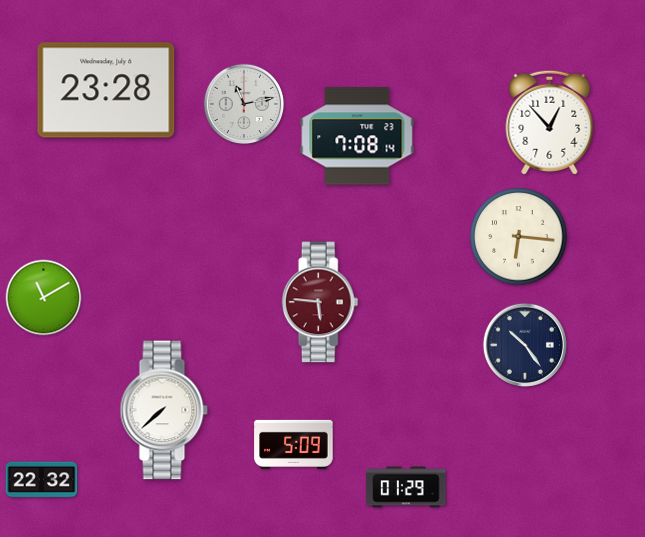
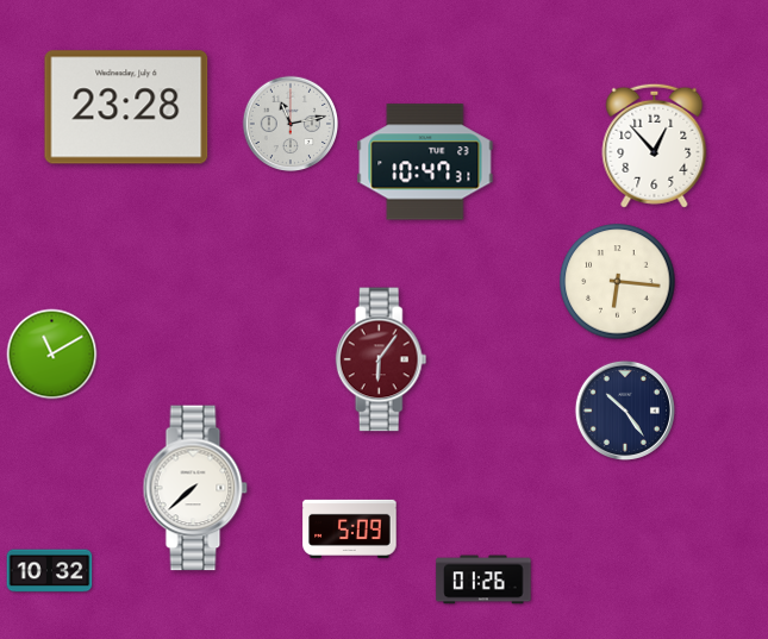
clock at (357, 136): 7:08 -> 10:47
clock at (320, 302): 5:46 -> 6:06
clock at (42, 480): 22:32 -> 10:32
clock at (406, 487): 01:29 -> 01:26
